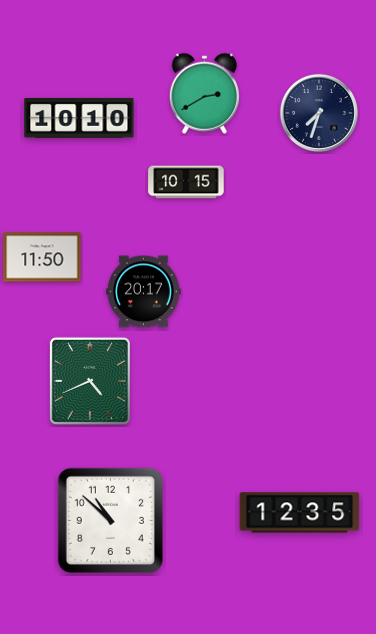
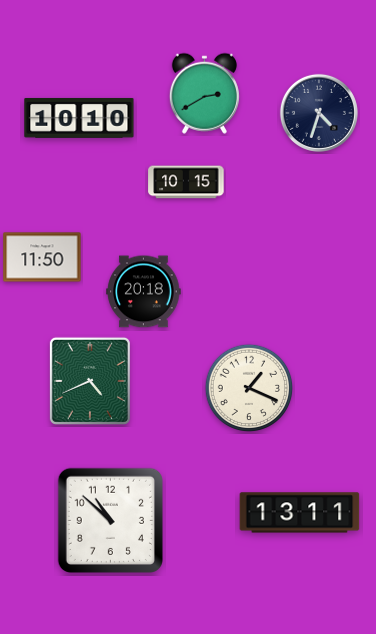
clock at (319, 113): 7:33 -> 4:33
clock at (144, 292): 20:17 -> 20:18
clock at (249, 388): none -> 1:19
clock at (300, 513): 12:35 -> 13:11
